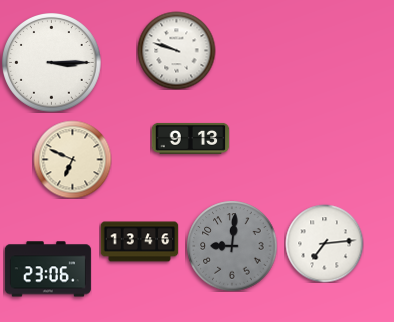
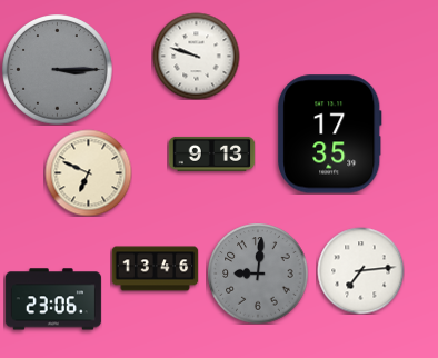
clock at (52, 63) dial: white -> grey
clock at (330, 135): none -> 17:35
clock at (72, 159) position: (72, 159) -> (88, 172)
